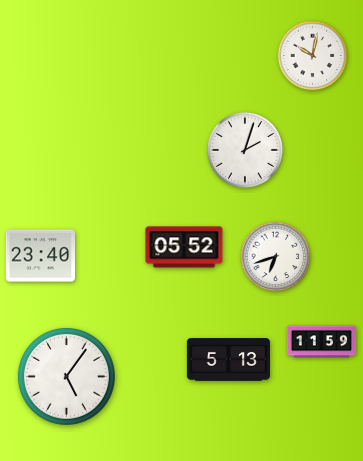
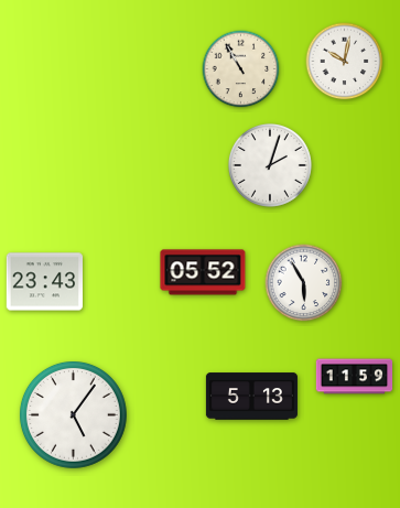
clock at (241, 69): none -> 10:55
clock at (40, 256): 23:40 -> 23:43
clock at (276, 257): 6:42 -> 5:55
